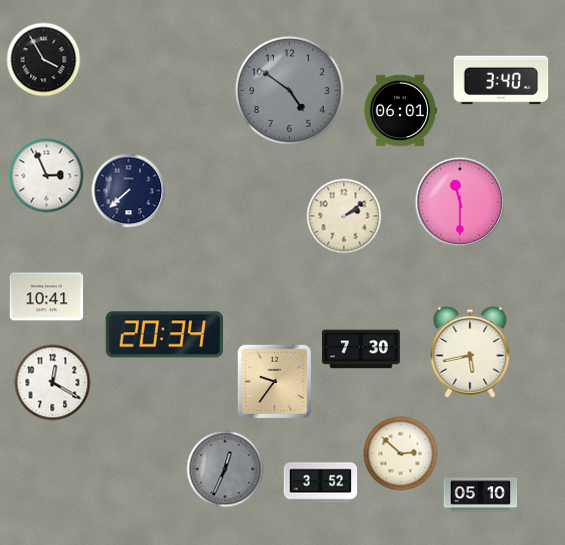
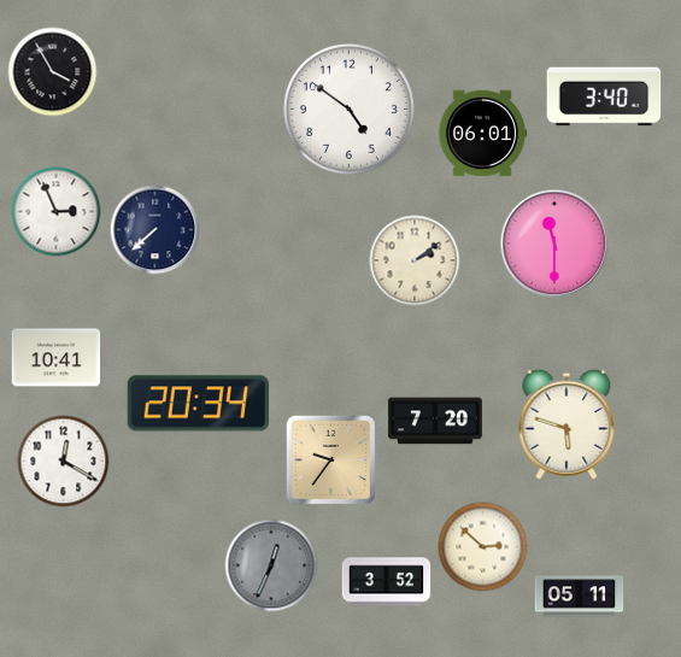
clock at (289, 90) dial: grey -> white
clock at (361, 349): 7:30 -> 7:20
clock at (470, 352): 5:43 -> 5:48
clock at (481, 495): 05:10 -> 05:11
